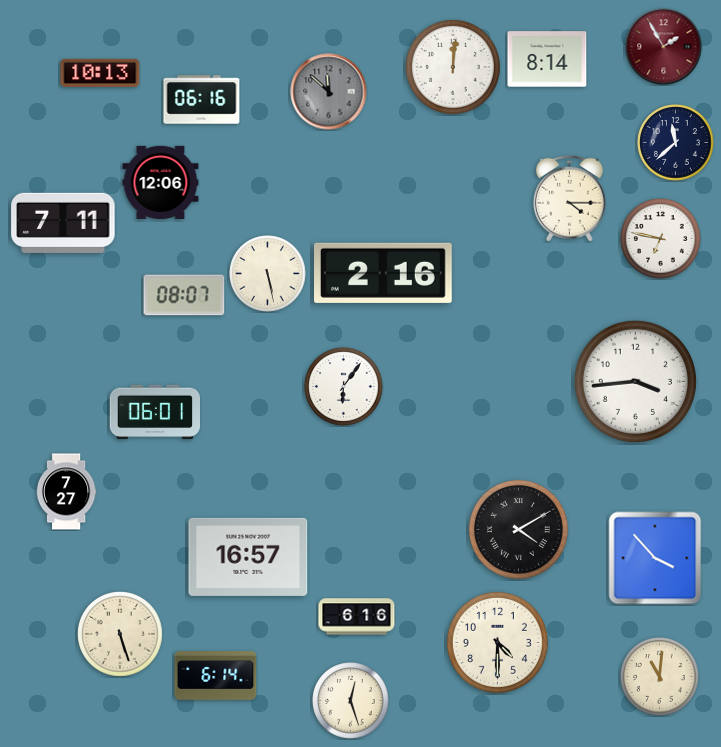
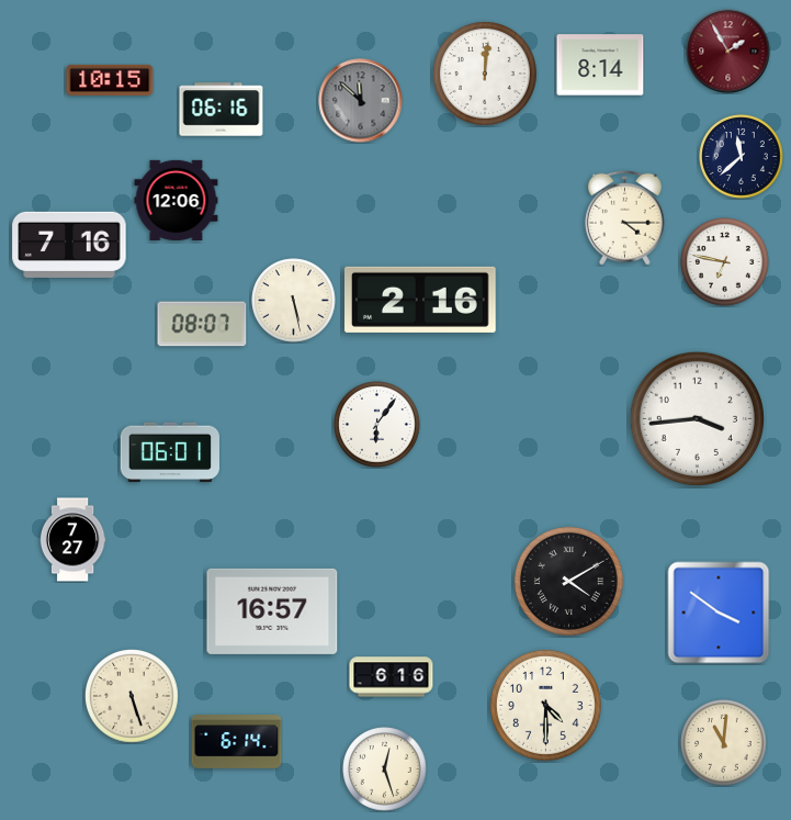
clock at (453, 67) position: (453, 67) -> (485, 74)
clock at (100, 73): 10:13 -> 10:15
clock at (63, 223): 7:11 -> 7:16
clock at (655, 558): 3:53 -> 3:51
